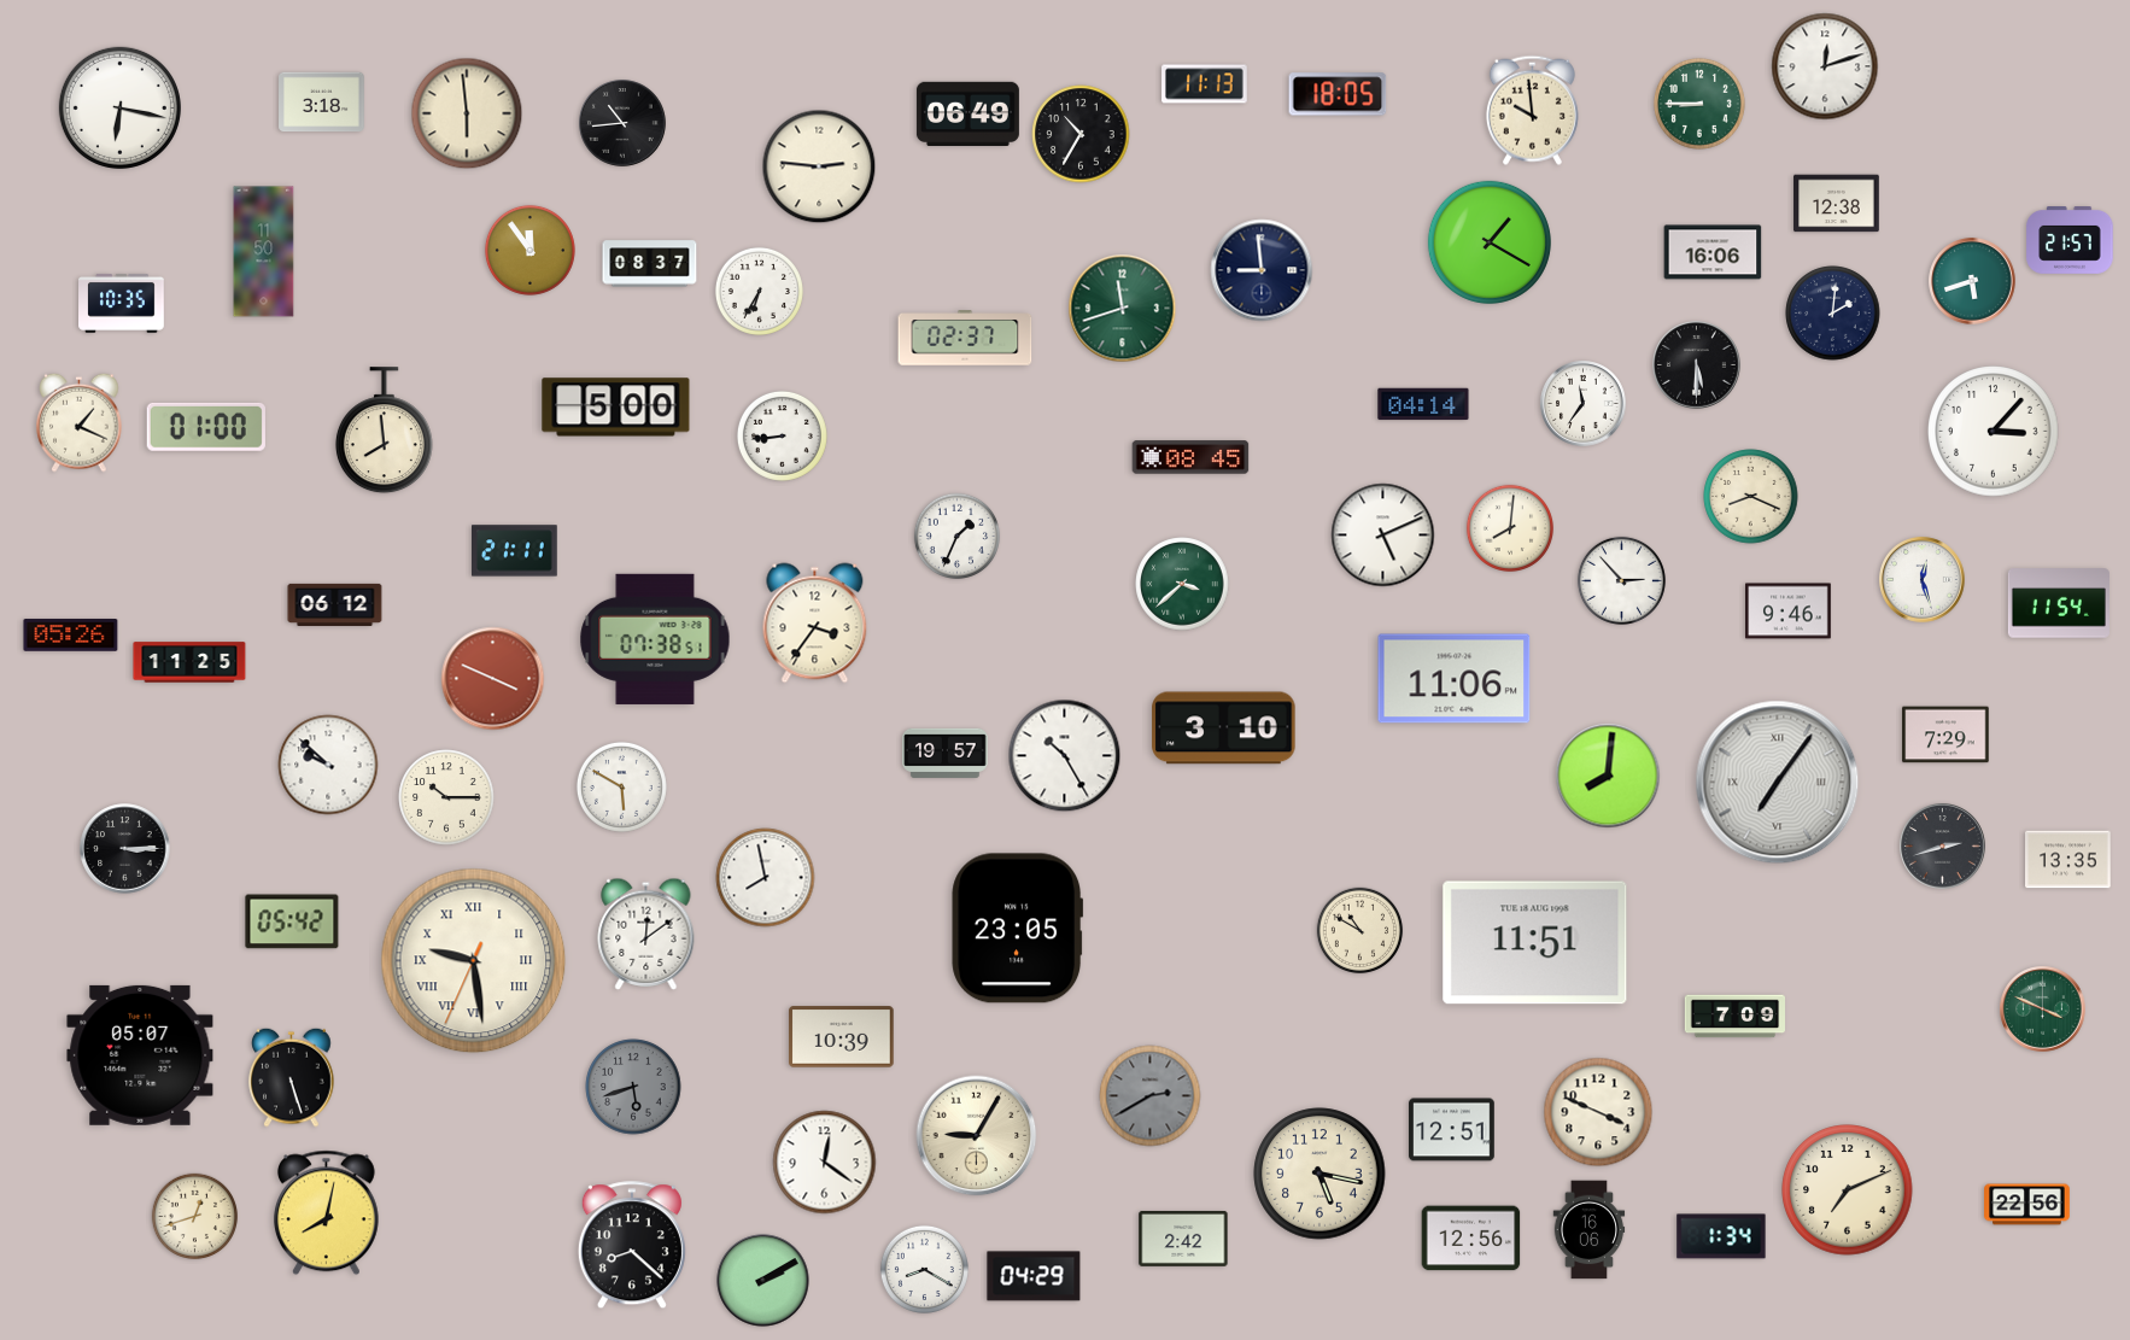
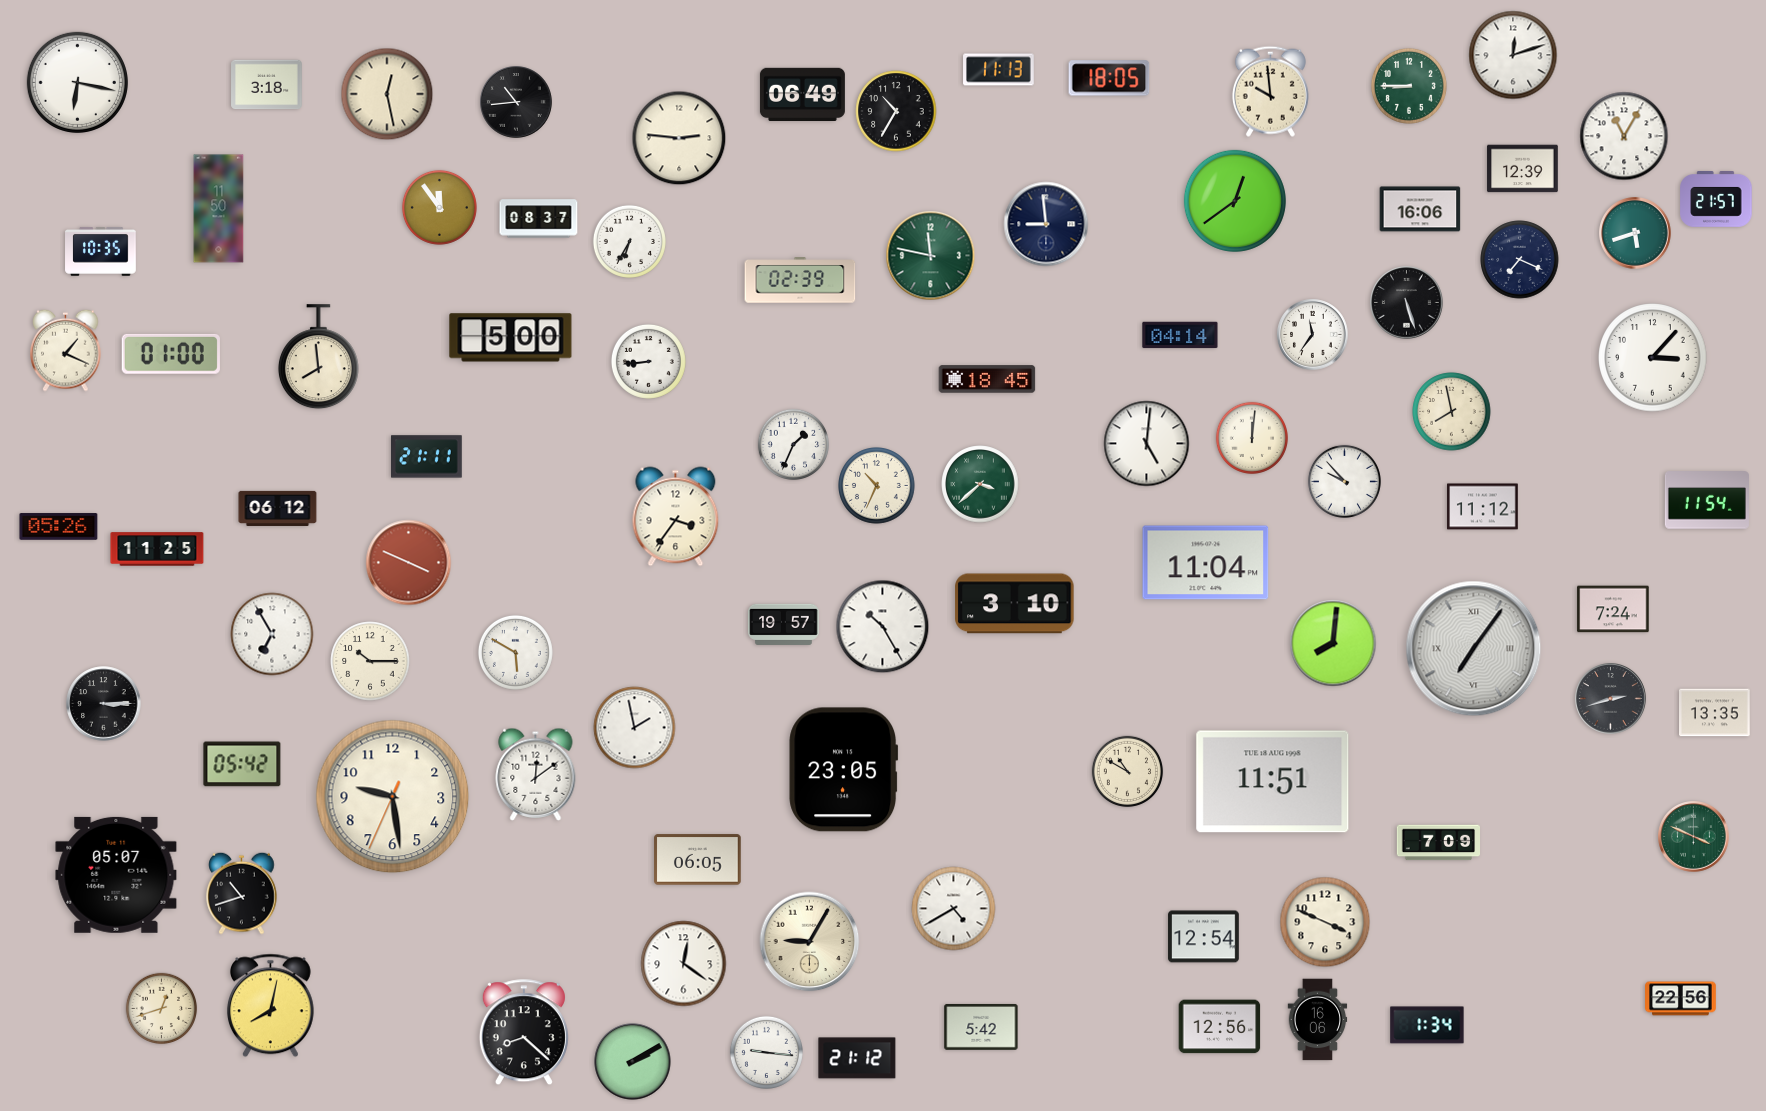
clock at (119, 107) position: (119, 107) -> (77, 82)
clock at (467, 113): 5:59 -> 12:28
clock at (1624, 136): none -> 11:05
clock at (1837, 204): 12:38 -> 12:39
clock at (1490, 242): 1:20 -> 12:39
clock at (1123, 309): 11:42 -> 11:47
clock at (1833, 314): 2:01 -> 7:19
clock at (965, 338): 02:37 -> 02:39
clock at (1697, 365): 5:30 -> 5:27
clock at (1190, 457): 08:45 -> 18:45
clock at (1751, 497): 8:19 -> 7:58
clock at (1509, 527): 8:01 -> 12:01
clock at (1383, 536): 5:11 -> 5:01
clock at (1621, 580): 2:53 -> 9:53
clock at (1923, 580): 12:27 -> none
clock at (877, 486): none -> 10:34
clock at (335, 604) position: (335, 604) -> (278, 508)
clock at (1789, 612): 9:46 -> 11:12
clock at (655, 639): 07:38 -> none
clock at (1455, 679): 11:06 -> 11:04
clock at (1945, 735): 7:29 -> 7:24
clock at (328, 765): 9:52 -> 6:55
clock at (1943, 847) position: (1943, 847) -> (1611, 699)
clock at (766, 878): 7:58 -> 1:58
clock at (474, 961) numerals: Roman -> Arabic
clock at (842, 1037): 10:39 -> 06:05
clock at (292, 1077): 5:27 -> 10:42
clock at (633, 1087): 5:42 -> none
clock at (1151, 1096): 2:40 -> 4:40
clock at (1151, 1096) dial: grey -> white
clock at (1452, 1130): 12:51 -> 12:54
clock at (1319, 1174): 5:17 -> none
clock at (1848, 1190): 7:11 -> none
clock at (1183, 1239): 2:42 -> 5:42
clock at (924, 1269): 8:20 -> 9:16
clock at (1034, 1276): 04:29 -> 21:12
